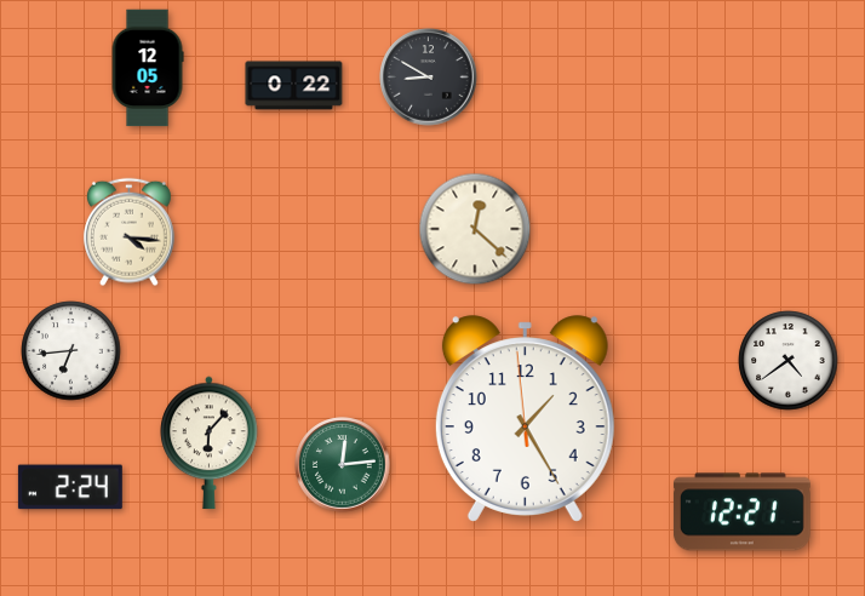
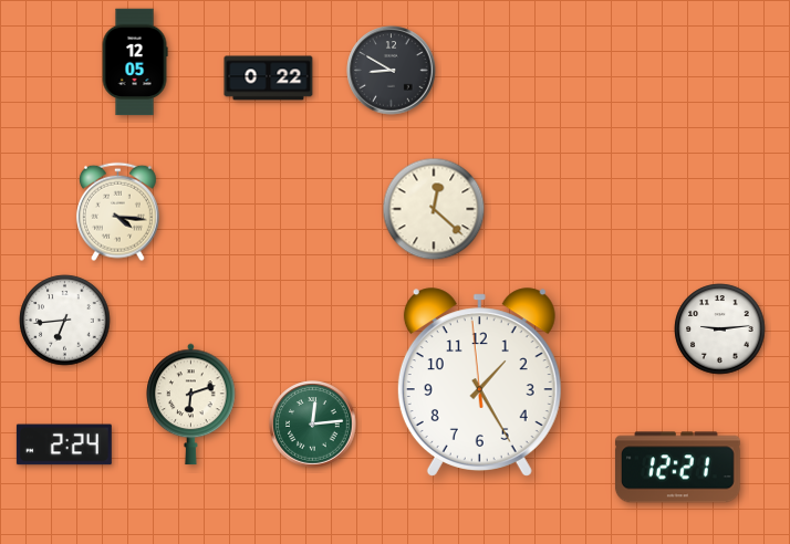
clock at (789, 361): 4:39 -> 9:14
clock at (210, 443): 6:07 -> 6:12
